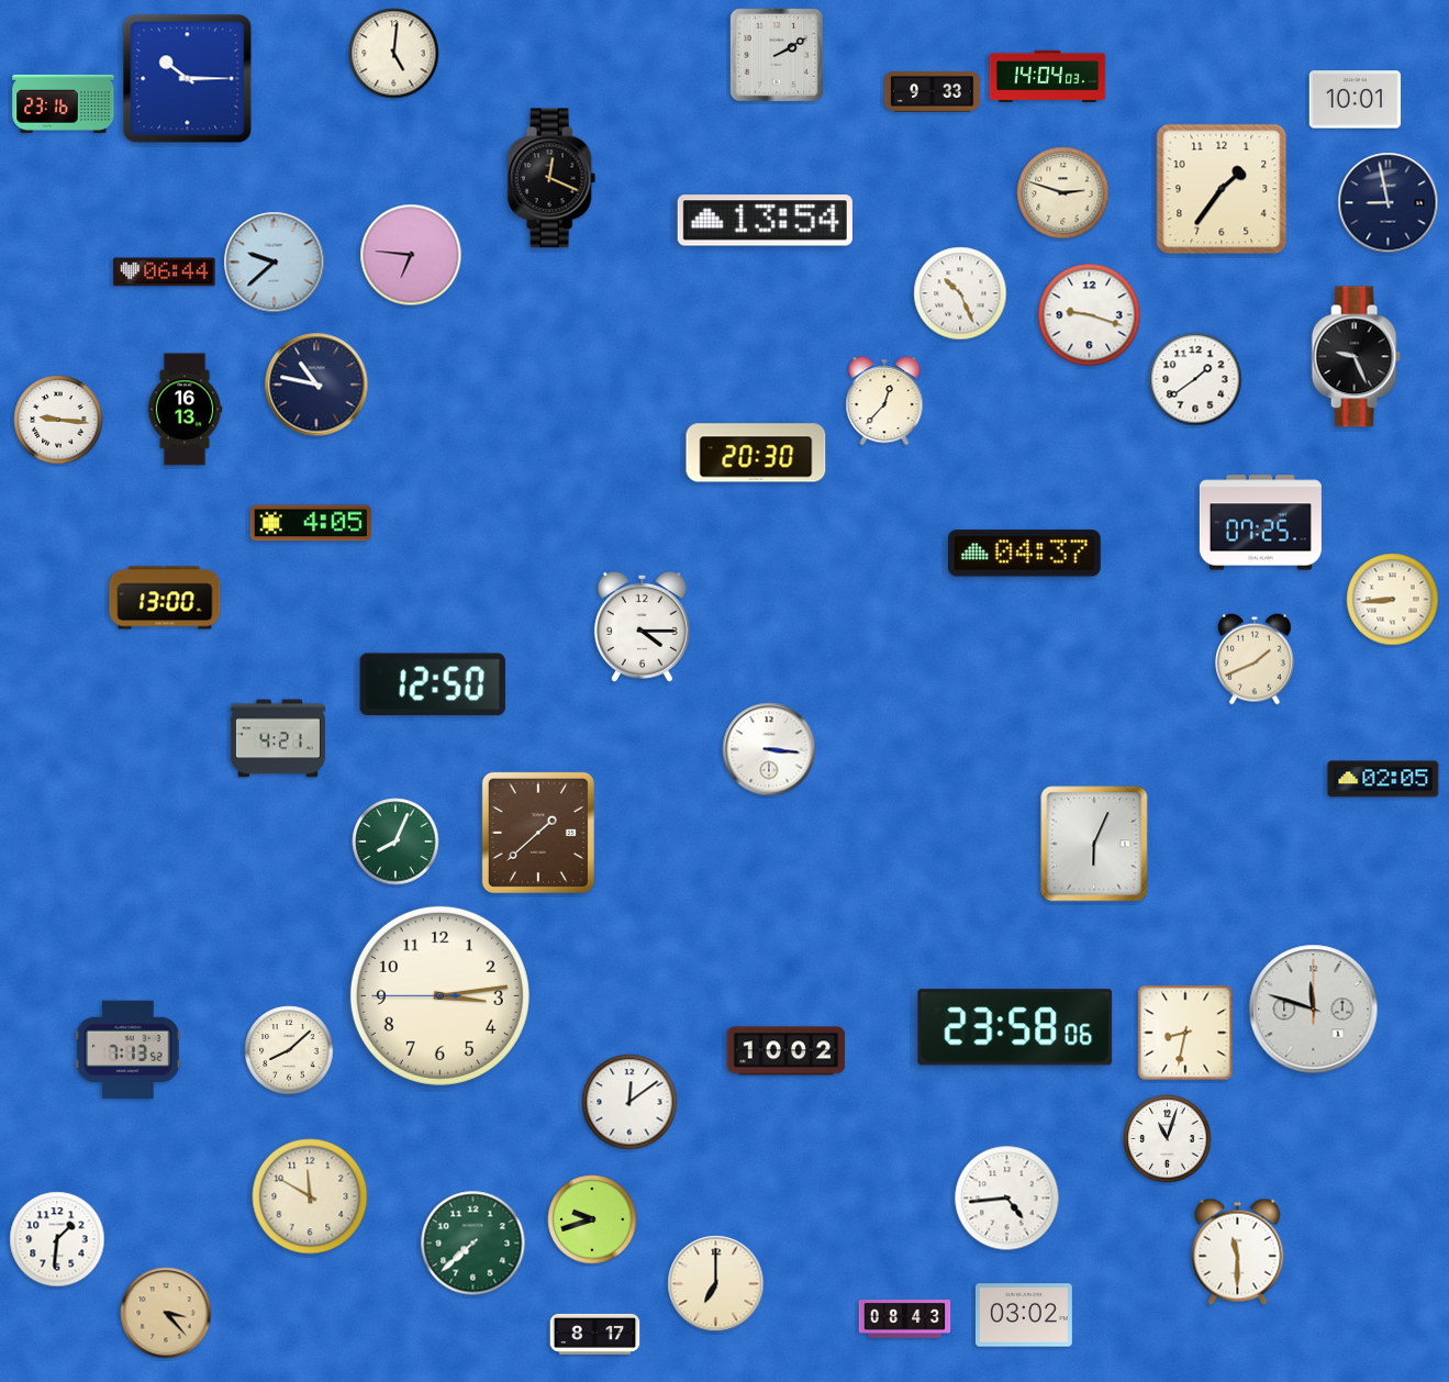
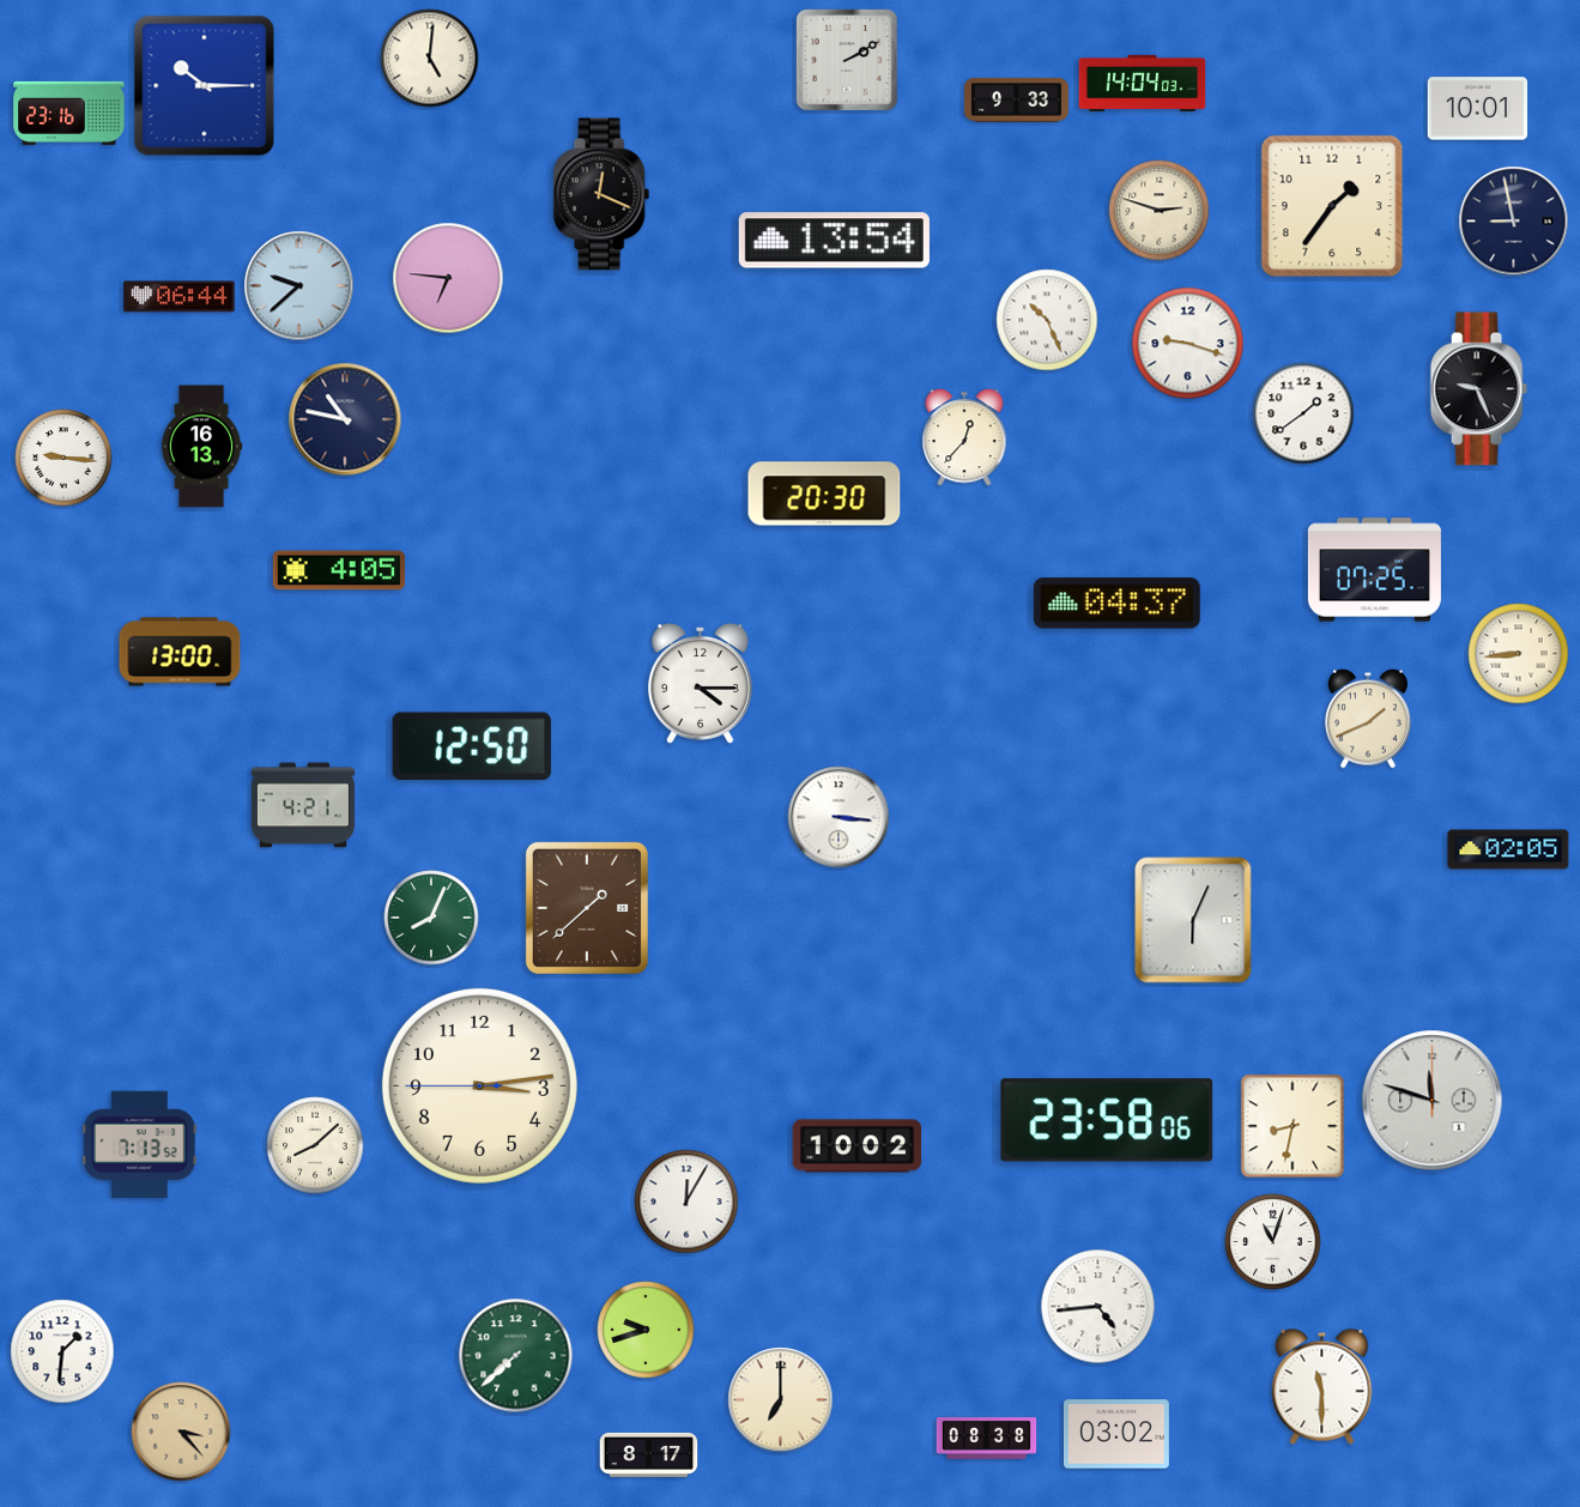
clock at (629, 1102): 12:09 -> 12:05
clock at (310, 1196): 11:50 -> none
clock at (1238, 1251) position: (1238, 1251) -> (1322, 1386)
clock at (905, 1319): 08:43 -> 08:38
